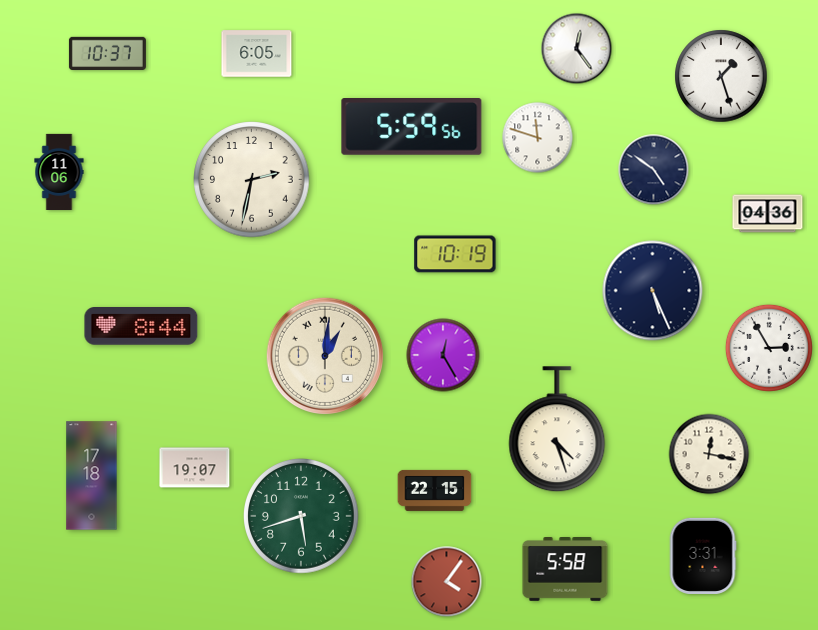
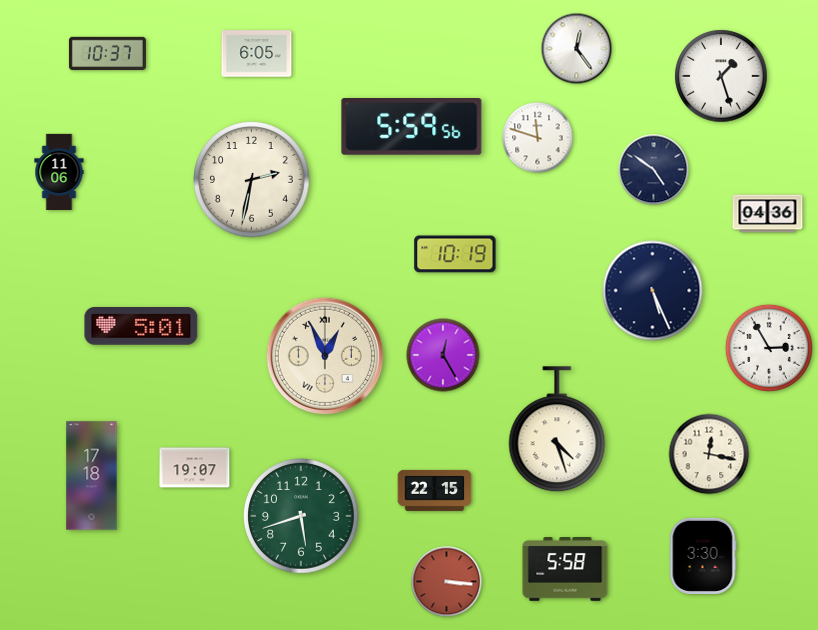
clock at (141, 326): 8:44 -> 5:01
clock at (325, 356): 1:01 -> 12:56
clock at (703, 556): 3:31 -> 3:30
clock at (447, 582): 4:06 -> 3:16
